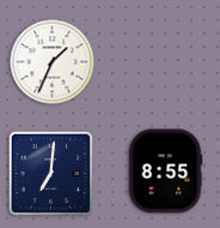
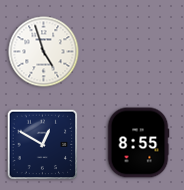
clock at (53, 62): 1:34 -> 4:57
clock at (51, 174): 7:01 -> 12:50
